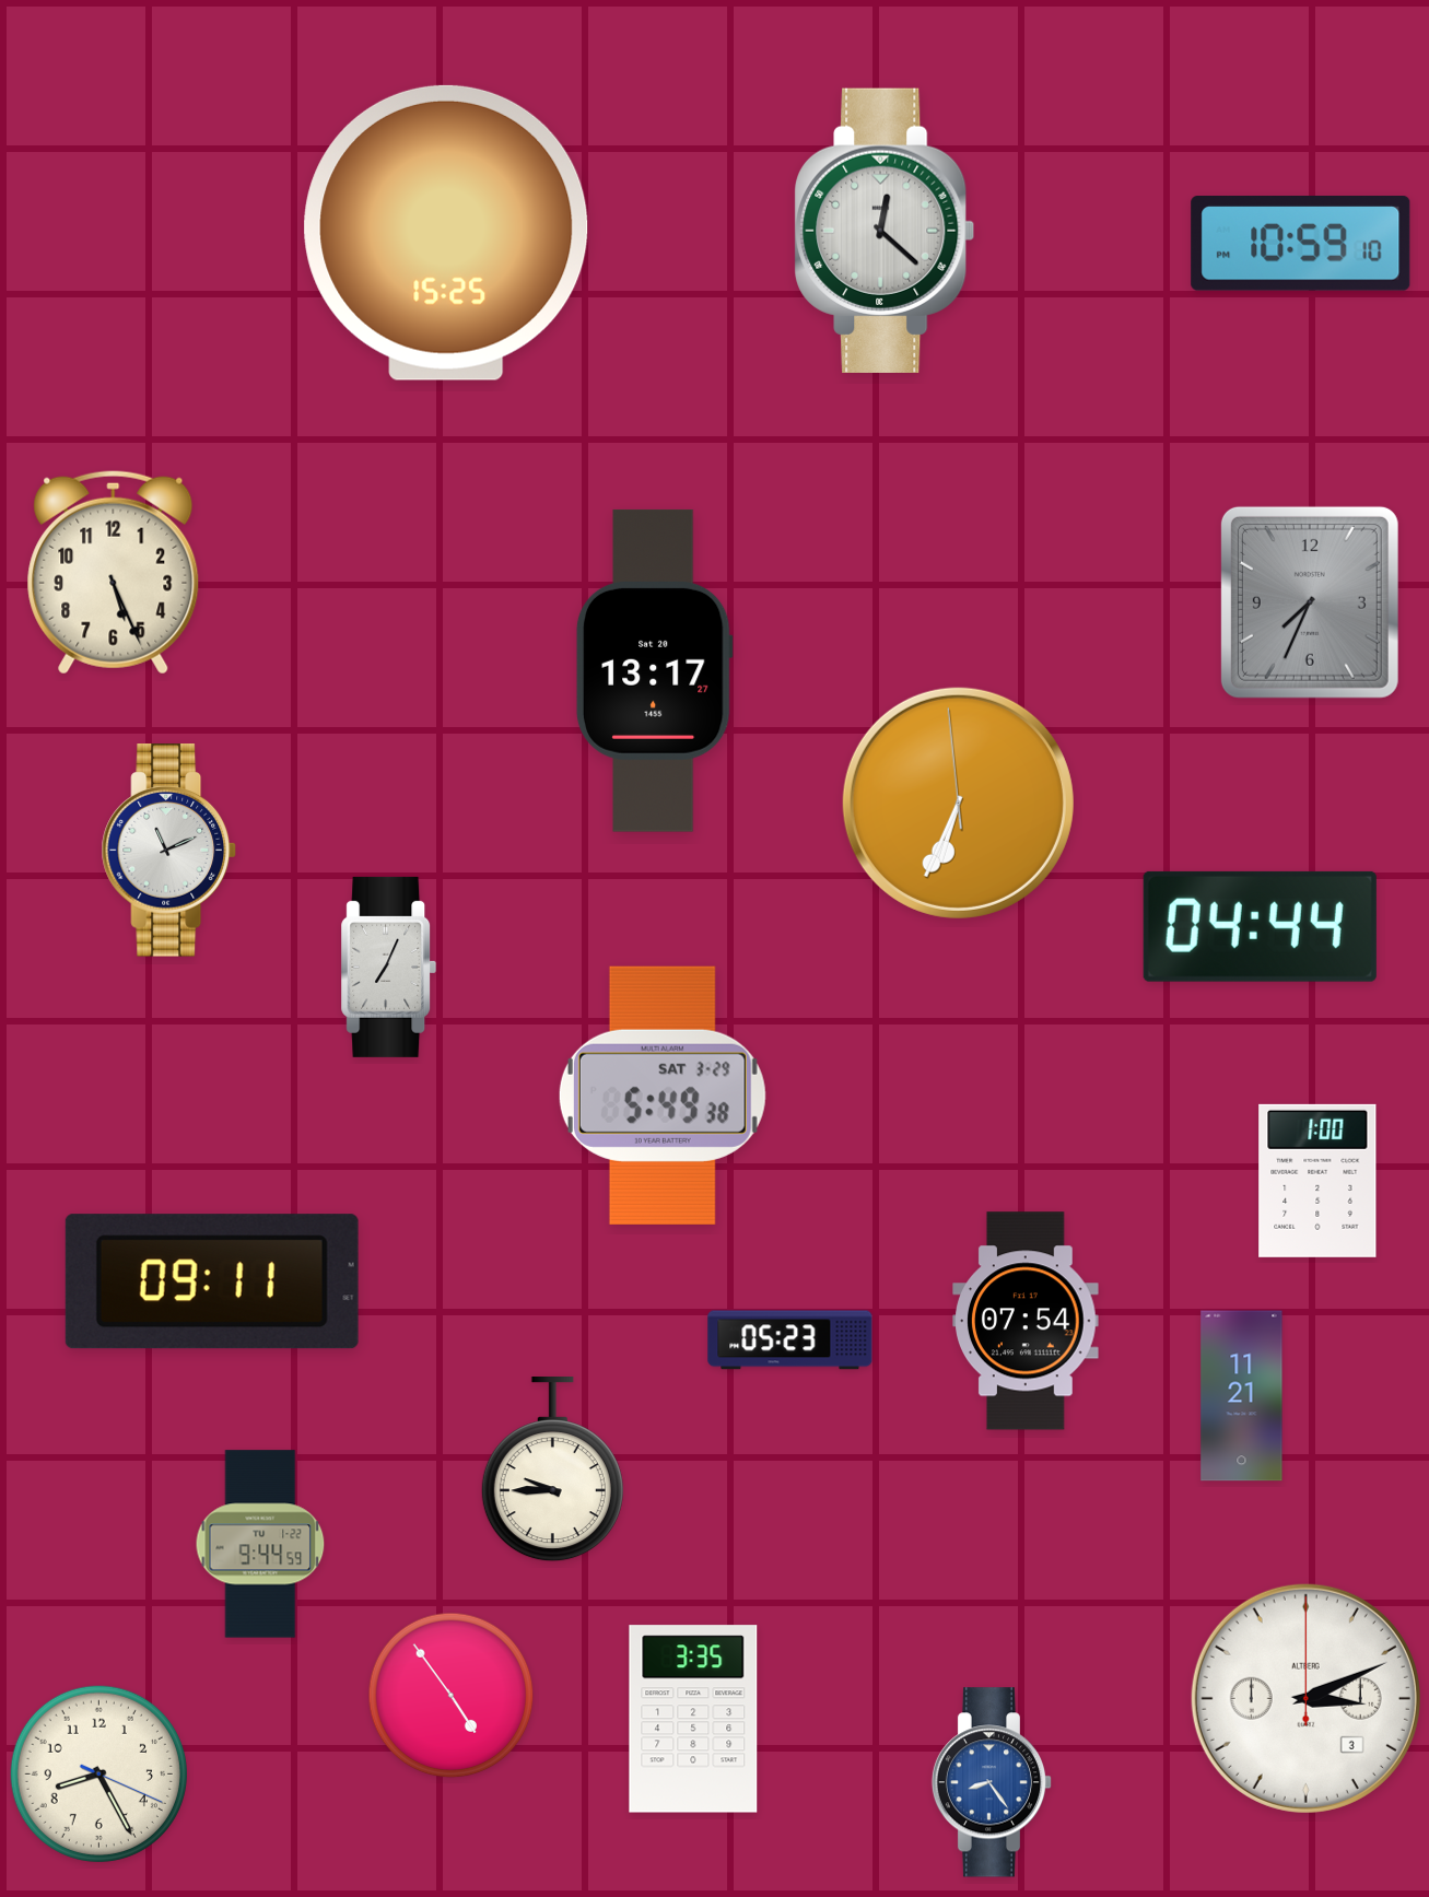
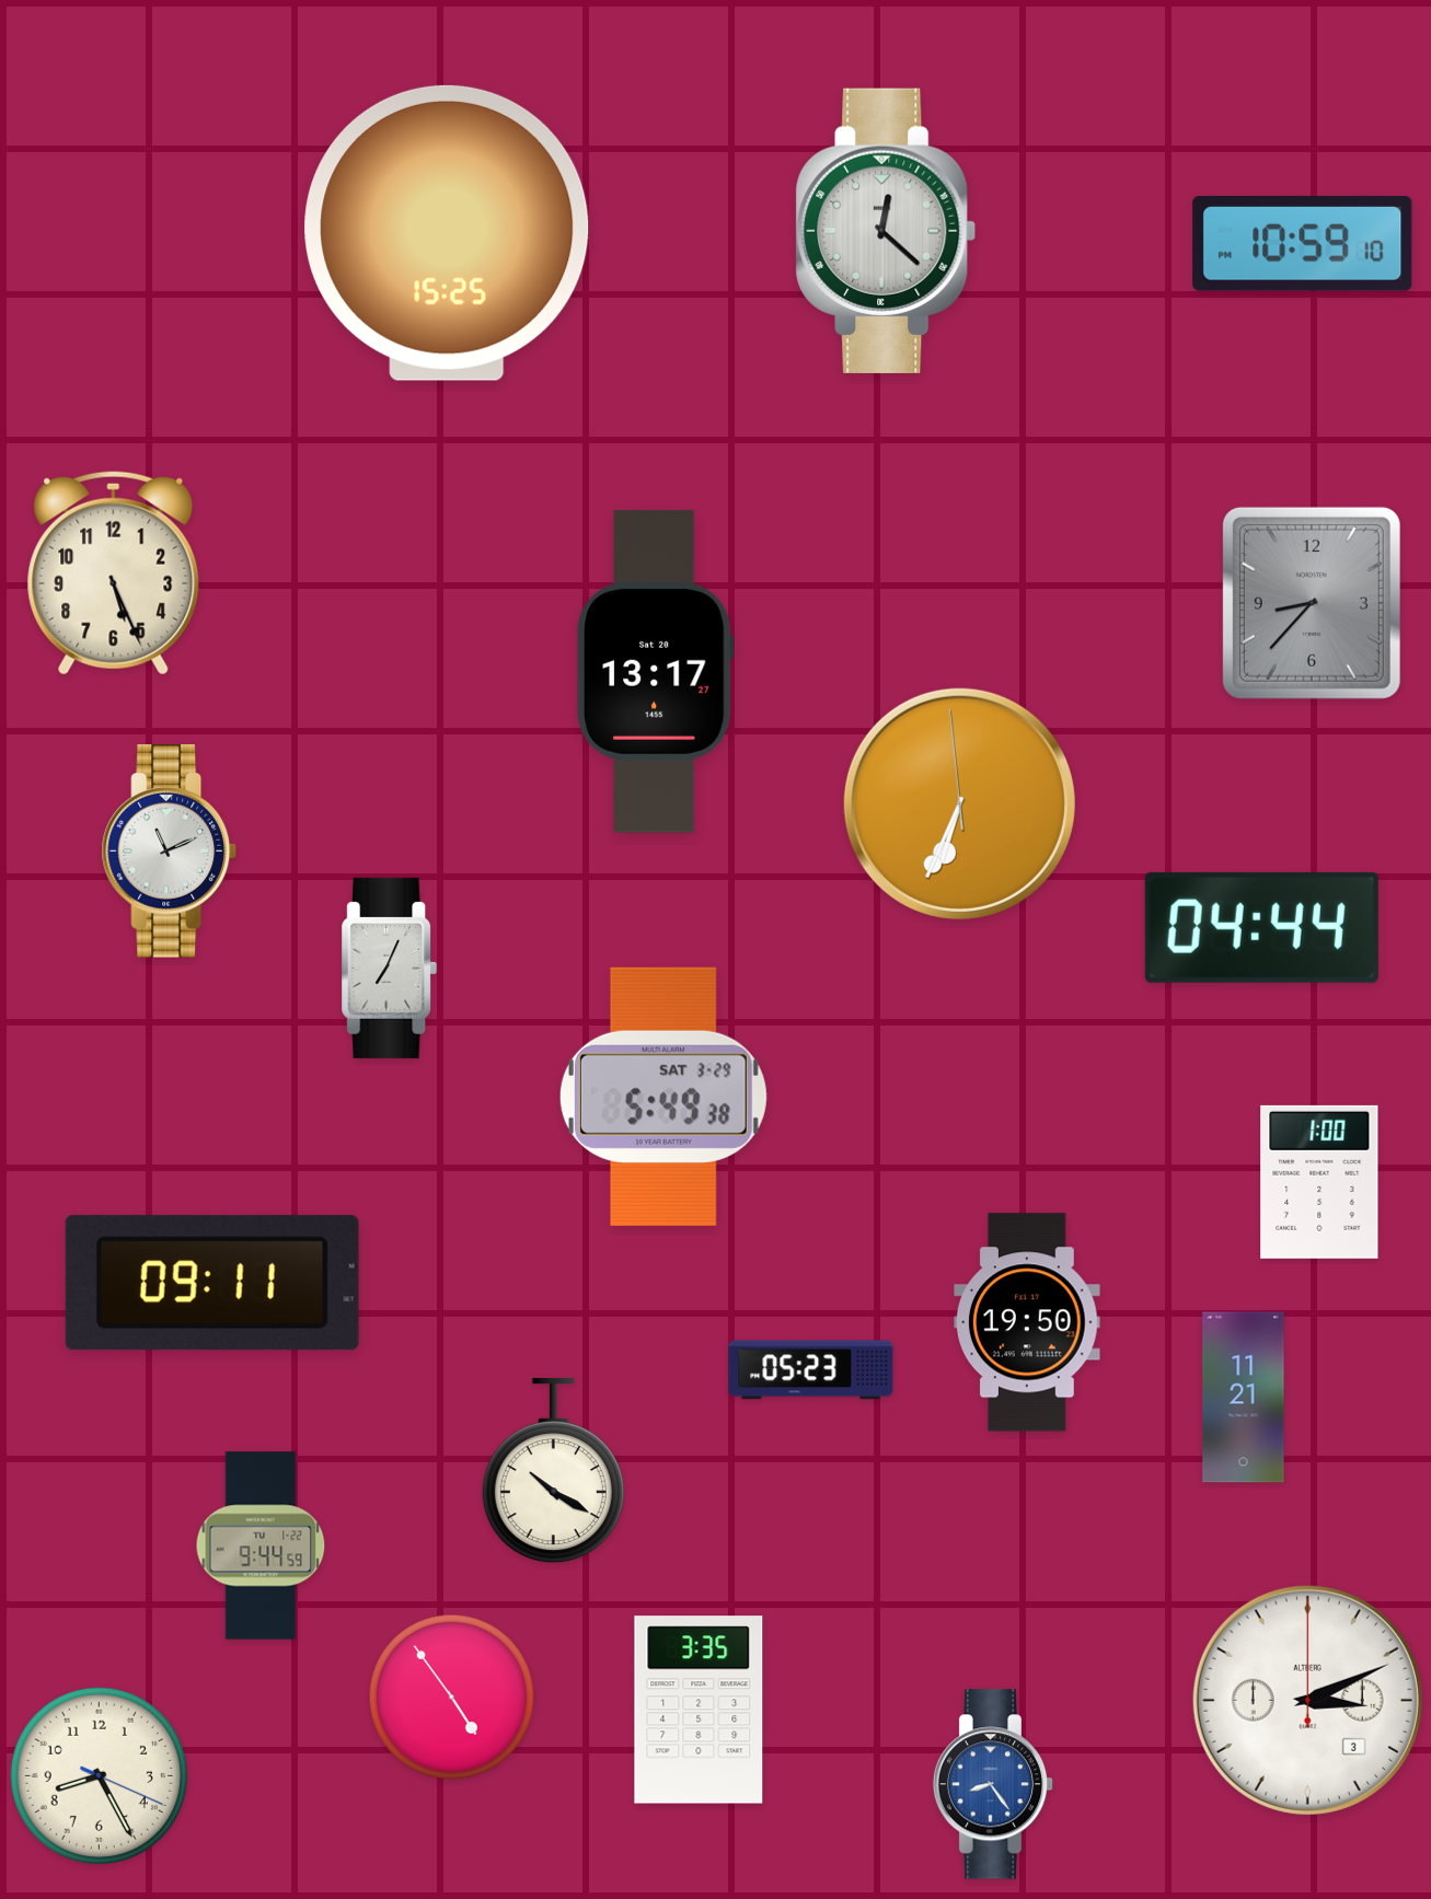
clock at (1310, 602): 7:34 -> 8:37
clock at (1026, 1321): 07:54 -> 19:50
clock at (790, 1340) position: (790, 1340) -> (811, 1370)
clock at (552, 1471): 9:45 -> 10:20
clock at (693, 1719) position: (693, 1719) -> (699, 1710)
